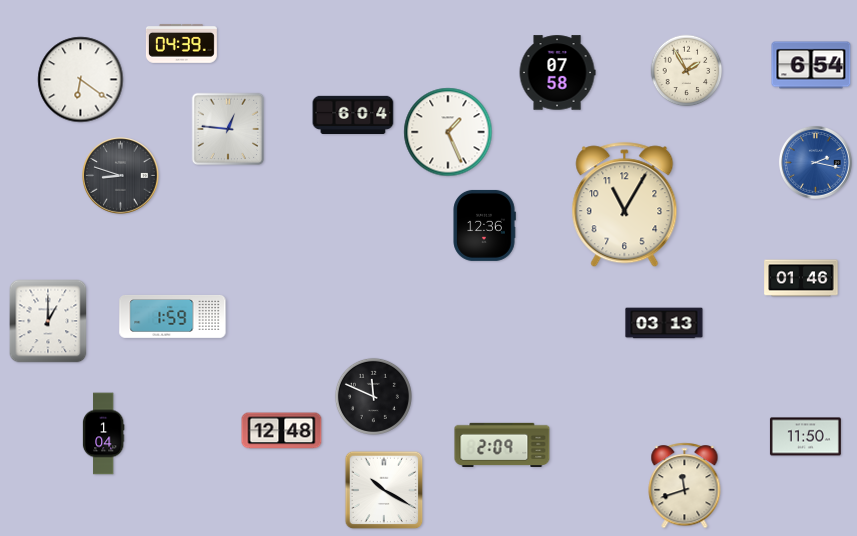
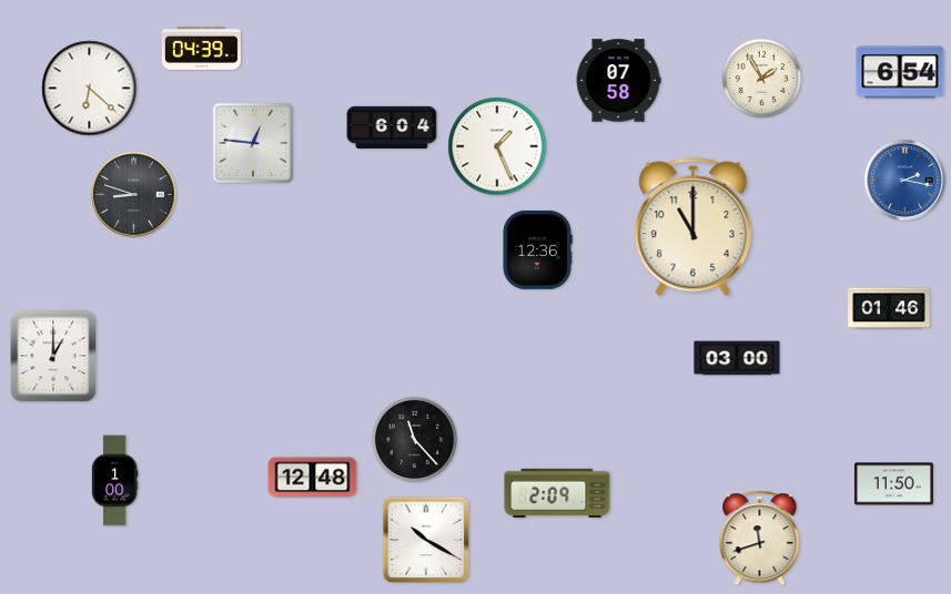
clock at (81, 80): 6:21 -> 6:22
clock at (625, 205): 11:05 -> 11:00
clock at (173, 316): 1:59 -> none
clock at (664, 323): 03:13 -> 03:00
clock at (373, 396): 11:49 -> 11:23
clock at (103, 434): 1:04 -> 1:00
clock at (384, 490) position: (384, 490) -> (426, 540)
